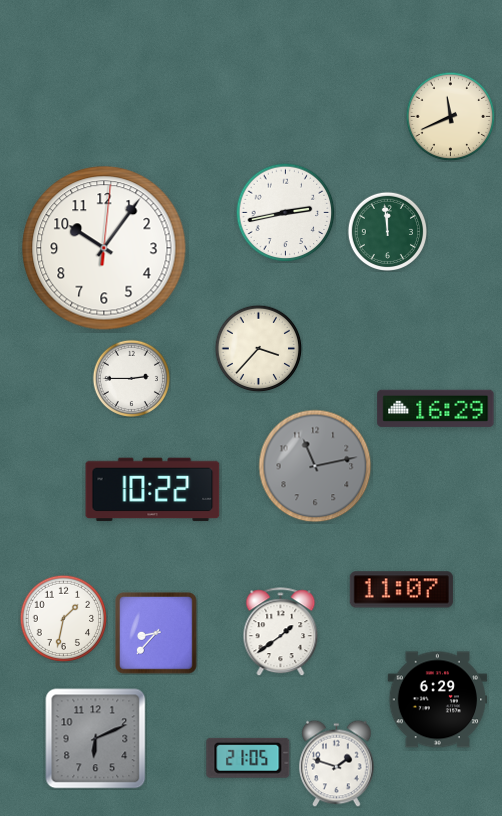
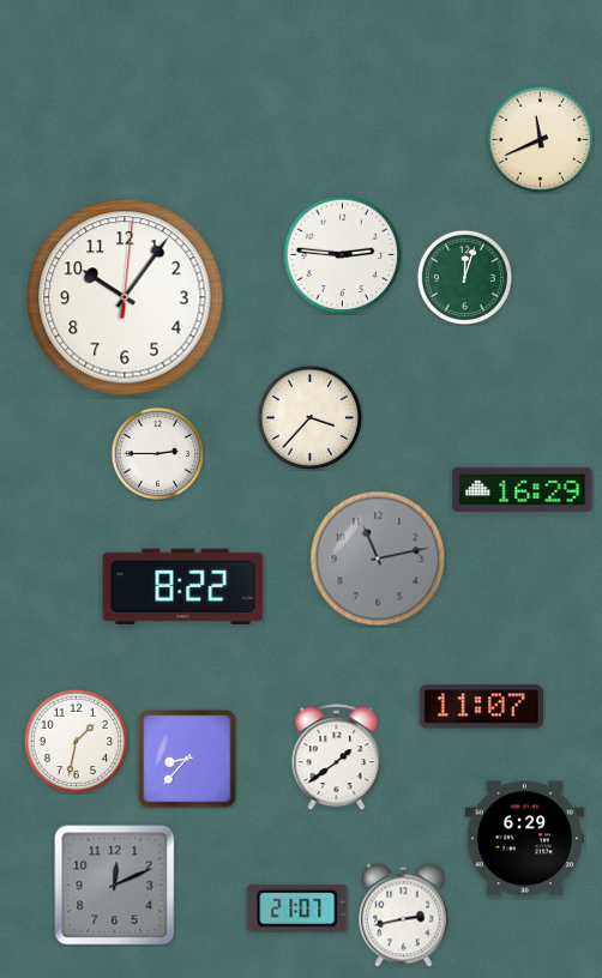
clock at (286, 213): 2:43 -> 2:46
clock at (387, 231): 11:59 -> 12:03
clock at (153, 490): 10:22 -> 8:22
clock at (96, 739): 6:11 -> 12:11
clock at (248, 758): 21:05 -> 21:07
clock at (337, 763): 1:48 -> 2:43
